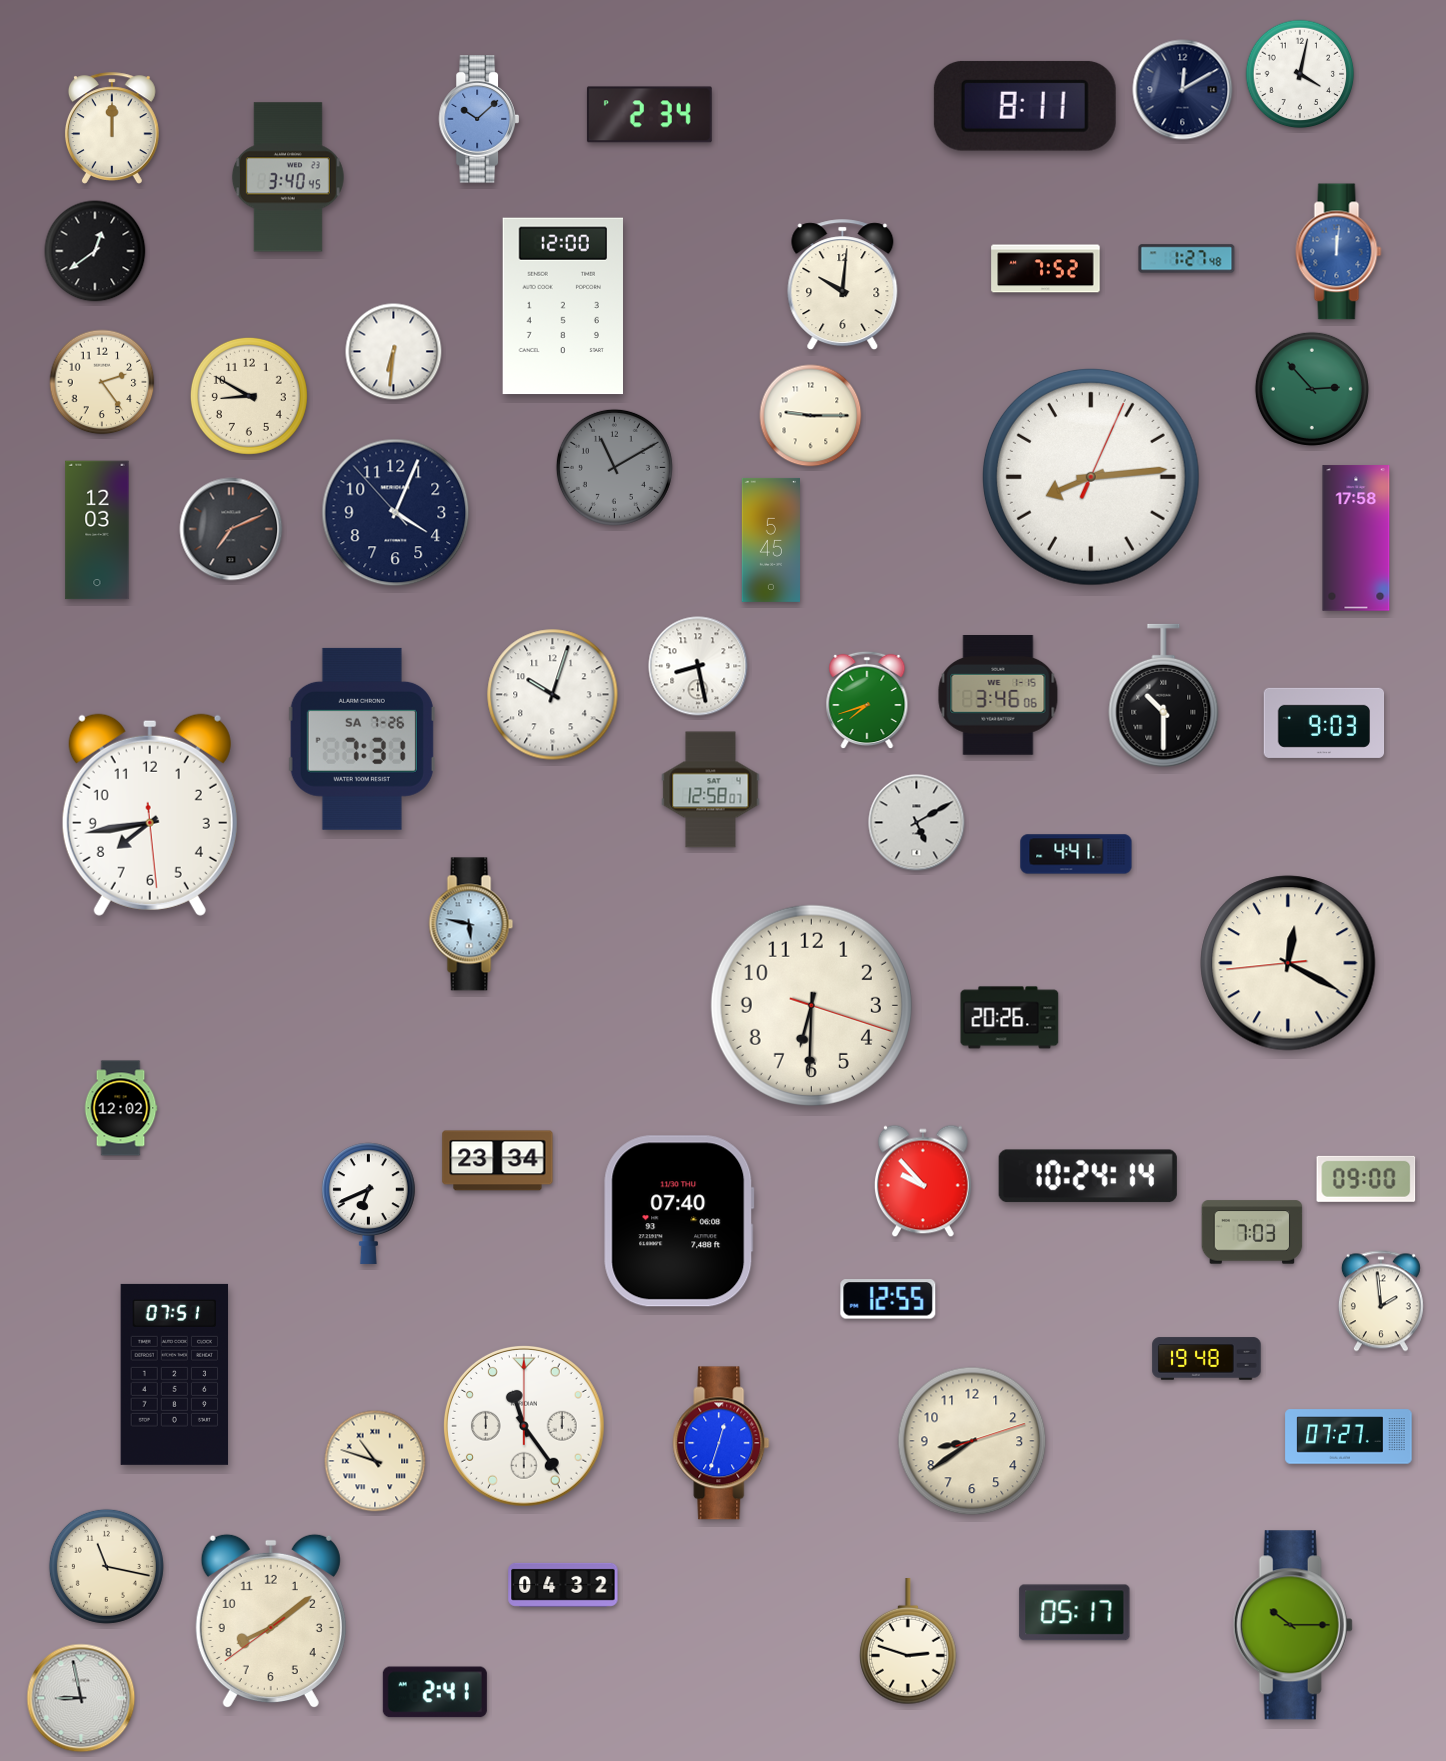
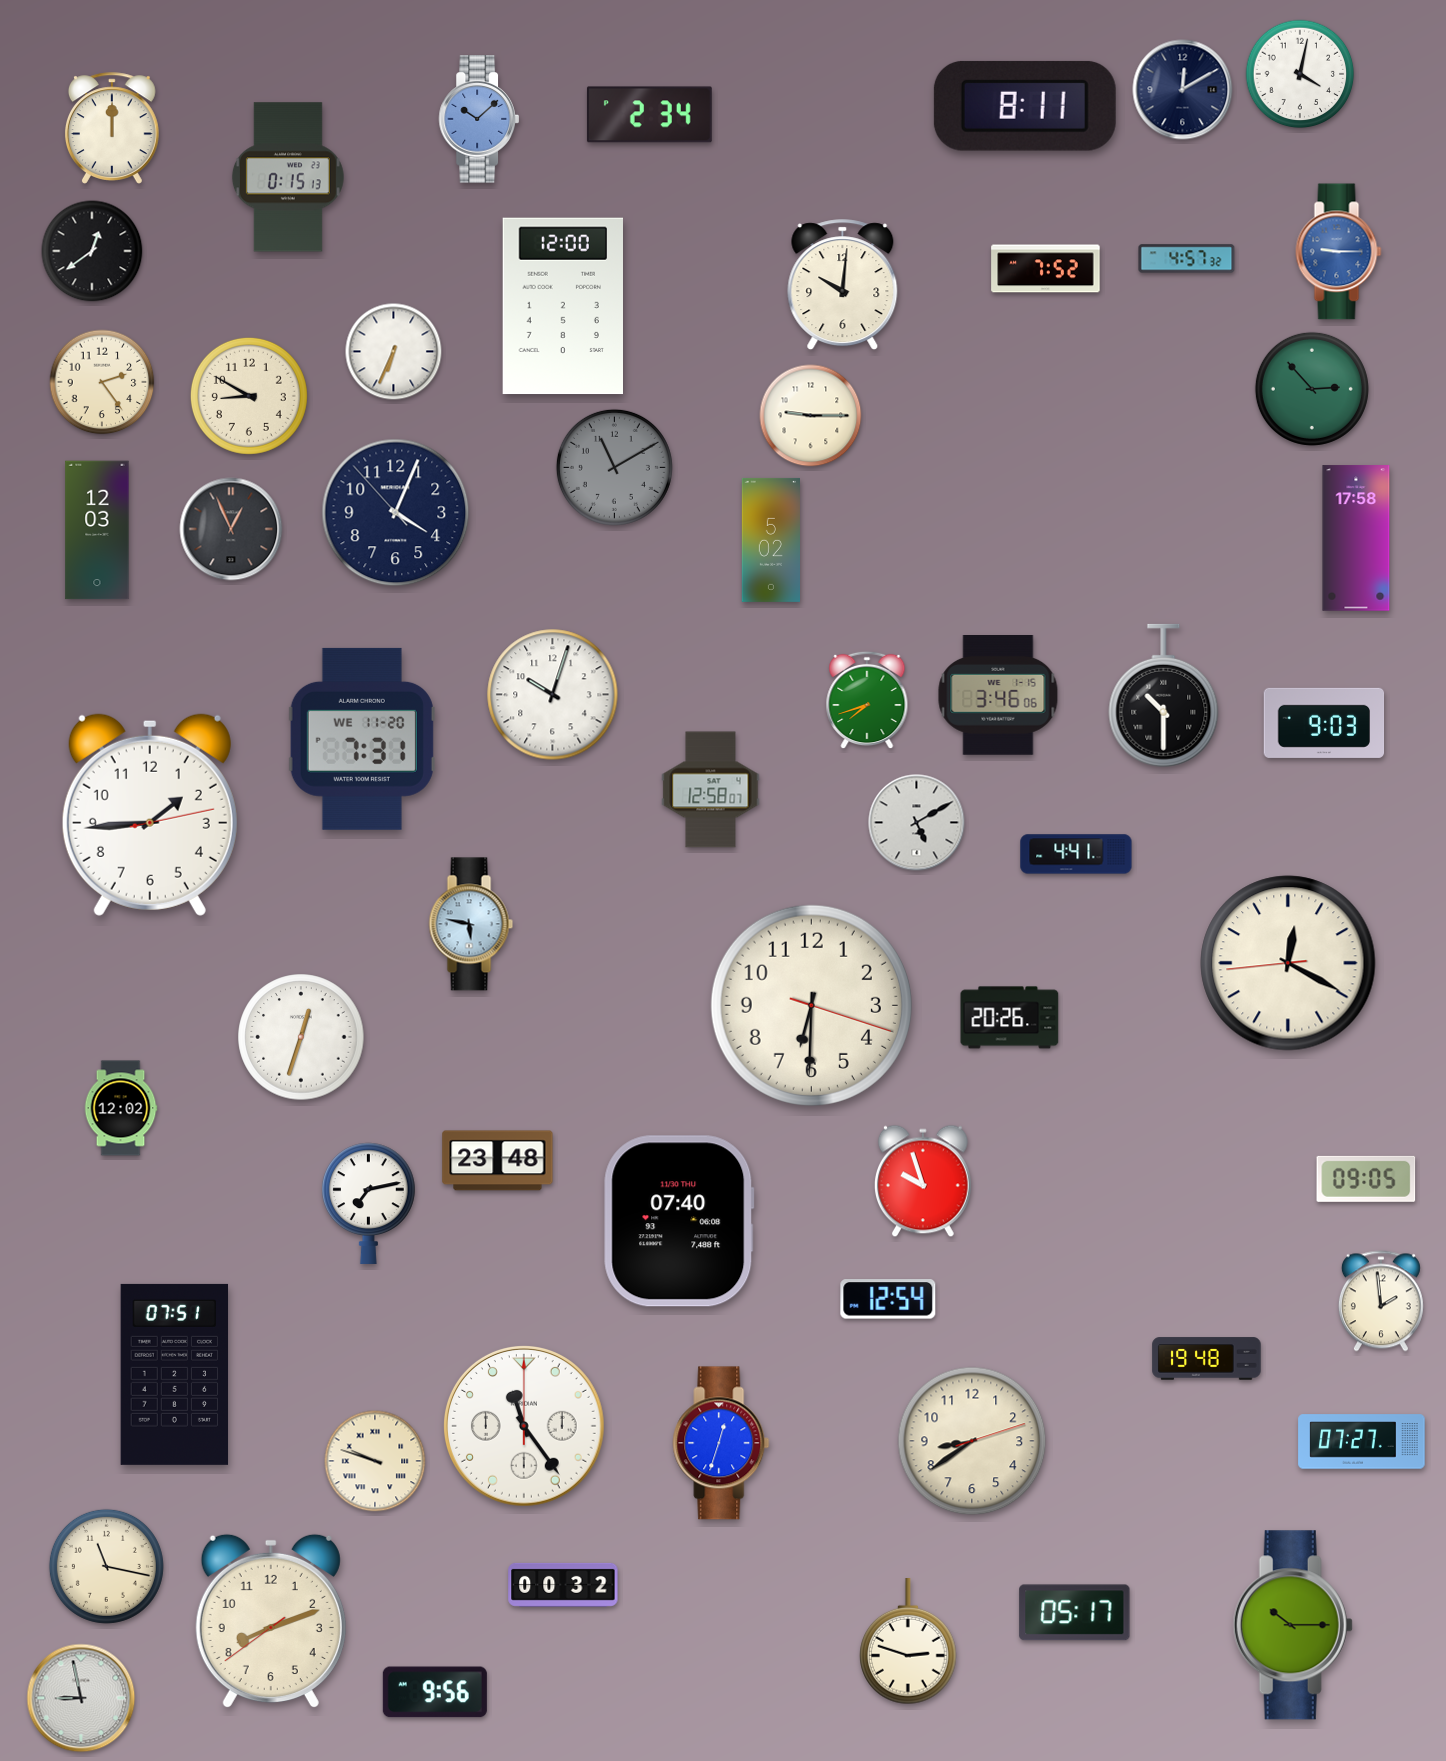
clock at (288, 177): 3:40 -> 0:15
clock at (95, 251) position: (95, 251) -> (92, 251)
clock at (1339, 252): 12:01 -> 9:15
clock at (1187, 259): 1:27 -> 4:57
clock at (394, 352): 6:31 -> 6:34
clock at (1091, 477): 8:14 -> none
clock at (231, 529): 7:11 -> 12:56
clock at (770, 540): 5:45 -> 5:02
clock at (698, 666): 8:28 -> none
clock at (362, 739) date: SA 7-26 -> WE 11-20
clock at (150, 815): 7:43 -> 1:44
clock at (301, 1037): none -> 12:33
clock at (498, 1161): 23:34 -> 23:48
clock at (1088, 1176): 10:24 -> none
clock at (1366, 1179): 09:00 -> 09:05
clock at (923, 1181): 9:53 -> 9:57
clock at (368, 1203): 6:41 -> 7:13
clock at (1252, 1232): 7:03 -> none
clock at (888, 1299): 12:55 -> 12:54
clock at (1349, 1437) position: (1349, 1437) -> (1362, 1442)
clock at (375, 1461): 10:48 -> 9:48
clock at (563, 1585): 04:32 -> 00:32
clock at (271, 1621): 8:08 -> 8:11
clock at (435, 1692): 2:41 -> 9:56
